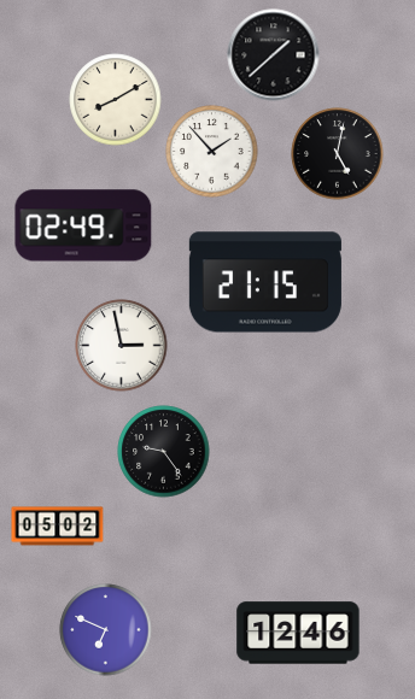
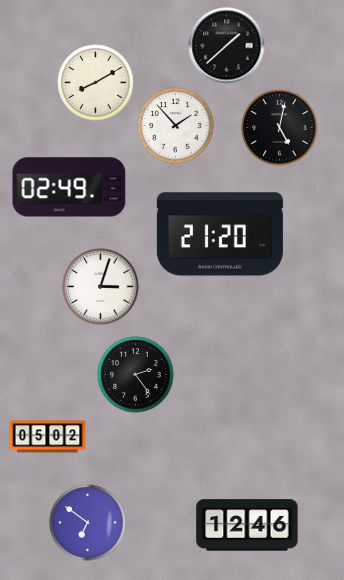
clock at (265, 282): 21:15 -> 21:20
clock at (122, 346): 2:58 -> 3:03
clock at (164, 452): 9:24 -> 2:24
clock at (106, 630): 6:49 -> 6:51
